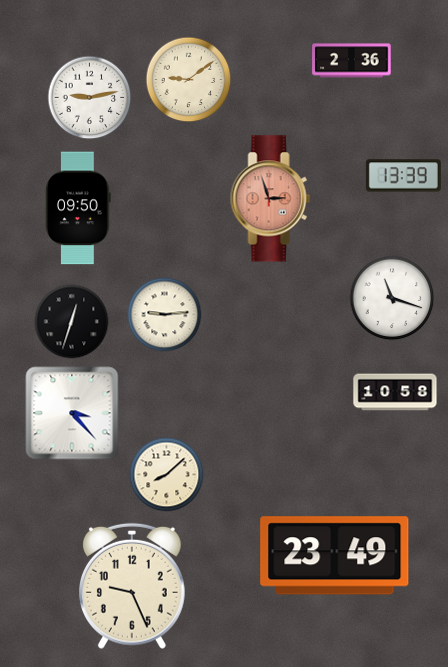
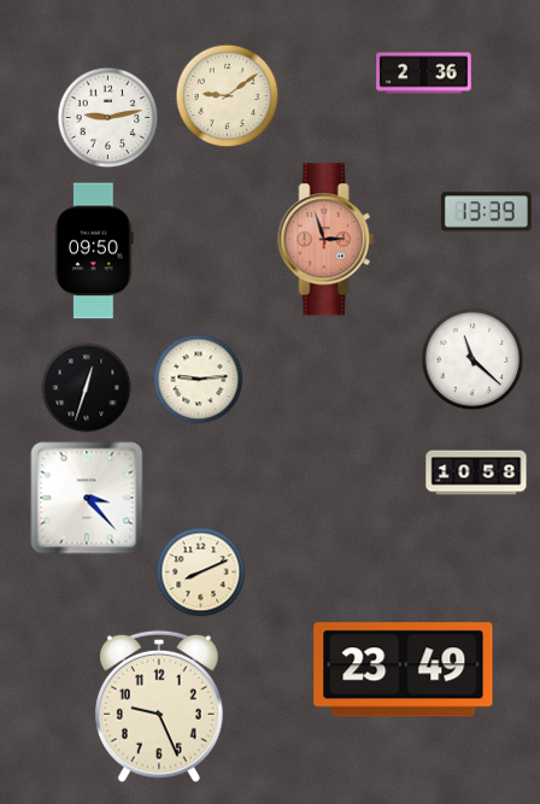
clock at (392, 298): 11:18 -> 11:22
clock at (167, 475): 8:08 -> 8:11
